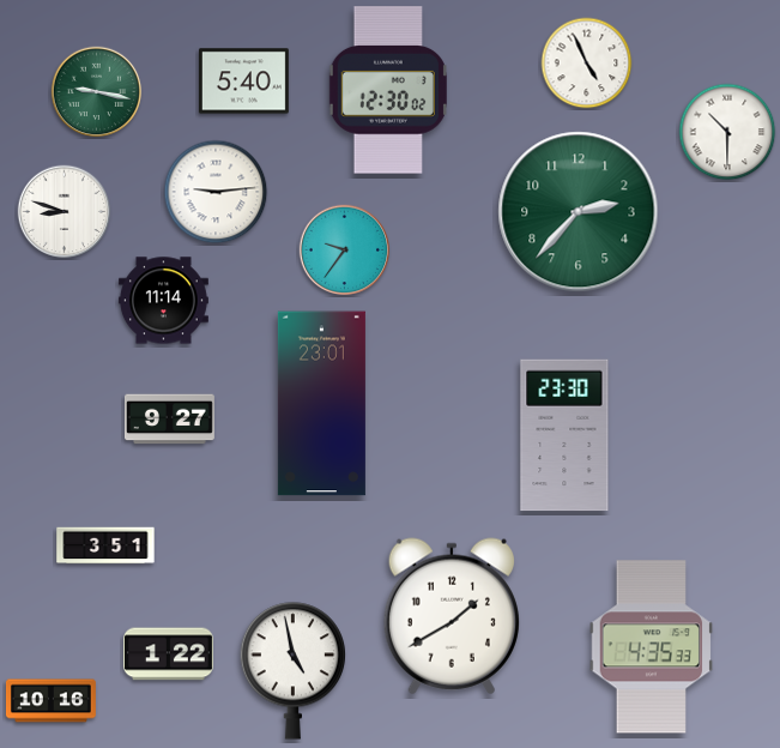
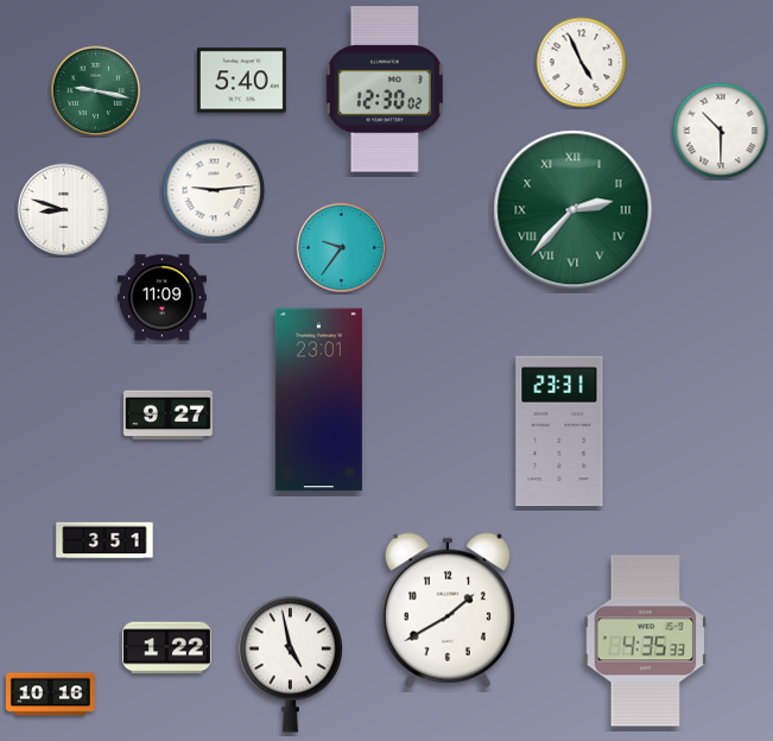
clock at (579, 212) numerals: Arabic -> Roman
clock at (163, 301): 11:14 -> 11:09
clock at (564, 435): 23:30 -> 23:31
